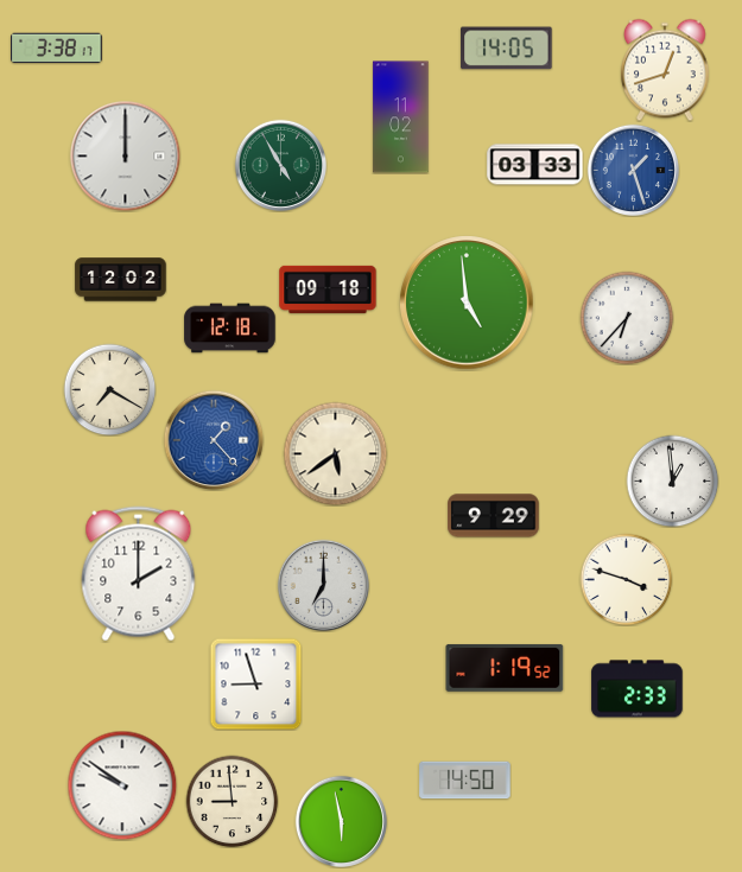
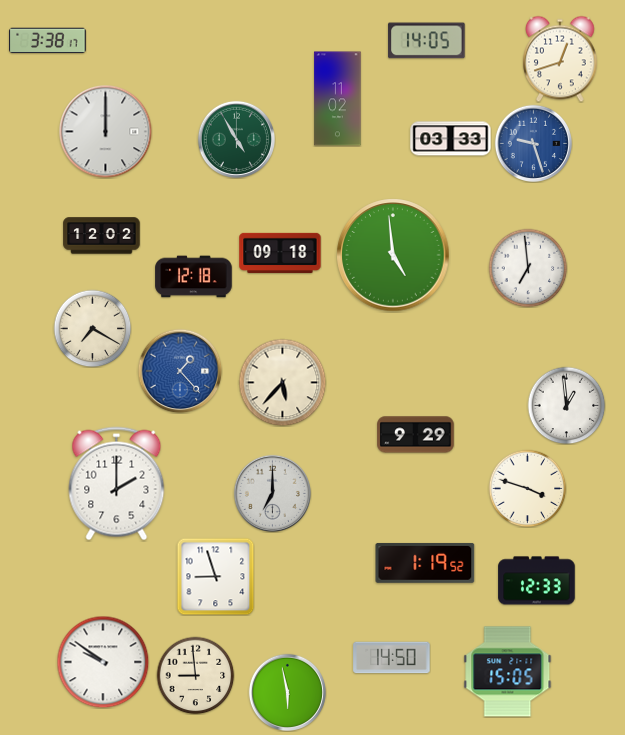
clock at (633, 170): 1:27 -> 9:27
clock at (328, 289) position: (328, 289) -> (280, 253)
clock at (627, 318): 6:37 -> 6:59
clock at (335, 453): 5:39 -> 5:37
clock at (638, 689): 2:33 -> 12:33
clock at (508, 672): none -> 15:05
